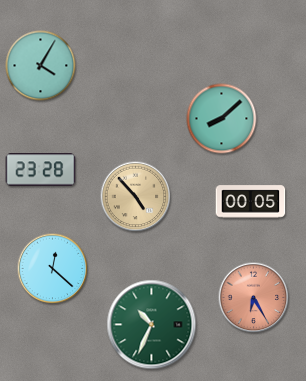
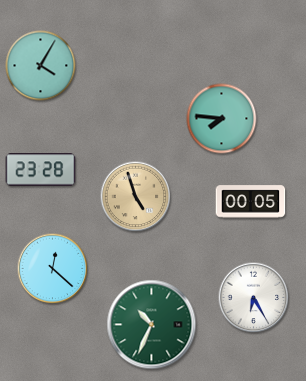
clock at (222, 119): 8:08 -> 7:46
clock at (136, 197): 4:53 -> 4:57
clock at (254, 298) dial: salmon -> white
